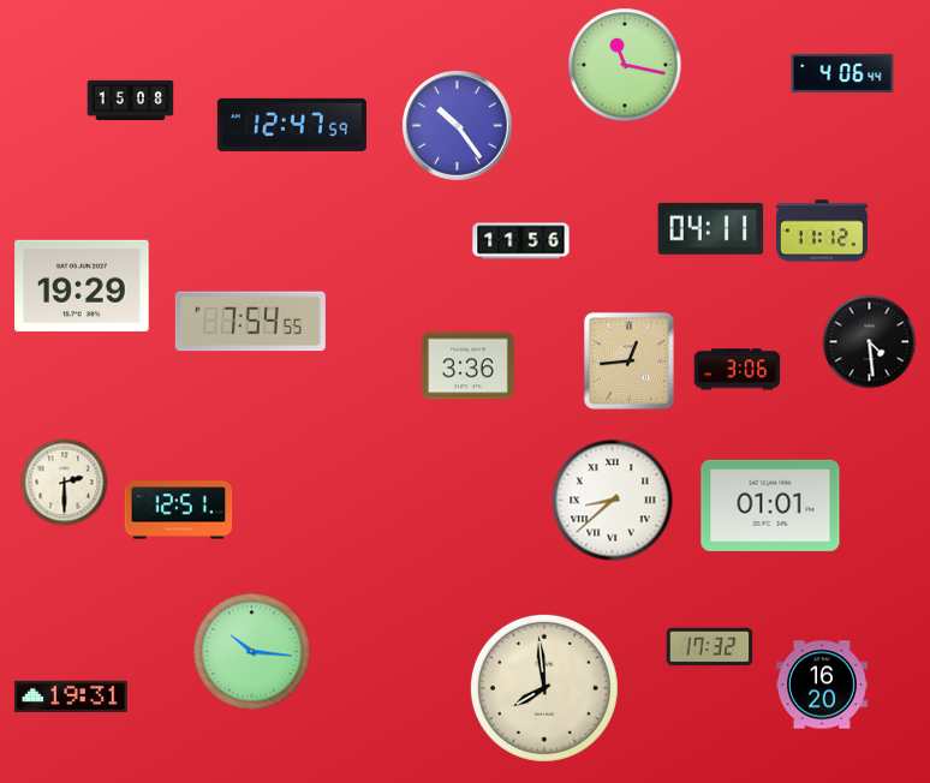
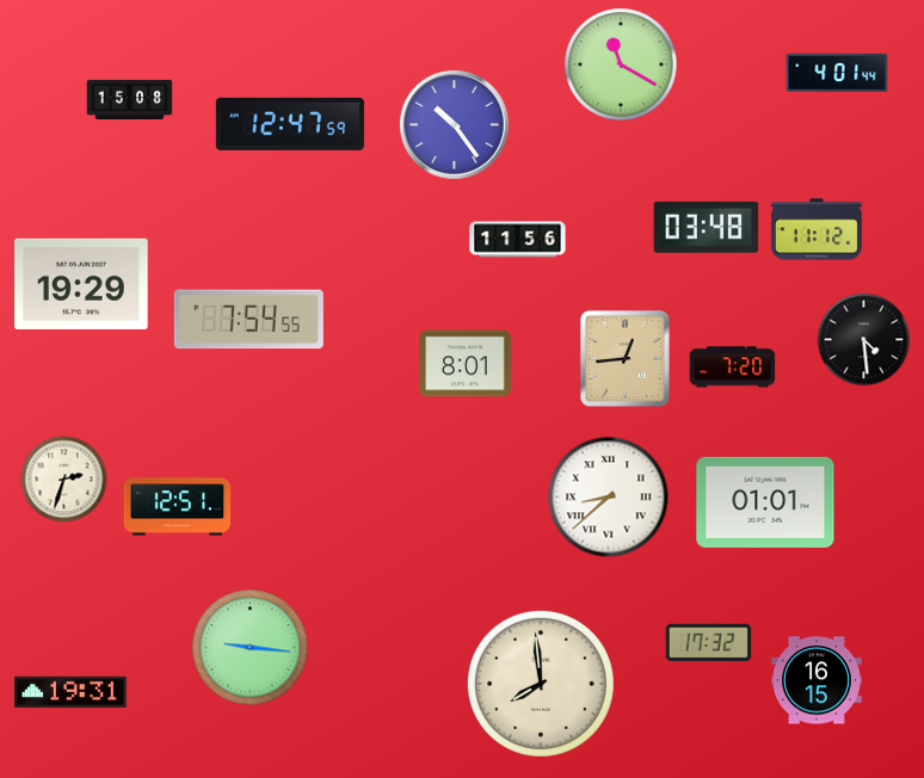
clock at (625, 65): 11:17 -> 11:20
clock at (842, 73): 4:06 -> 4:01
clock at (711, 228): 04:11 -> 03:48
clock at (469, 366): 3:36 -> 8:01
clock at (738, 370): 3:06 -> 7:20
clock at (65, 483): 2:30 -> 2:33
clock at (710, 647) position: (710, 647) -> (709, 643)
clock at (252, 652): 10:16 -> 9:16
clock at (822, 685): 16:20 -> 16:15
